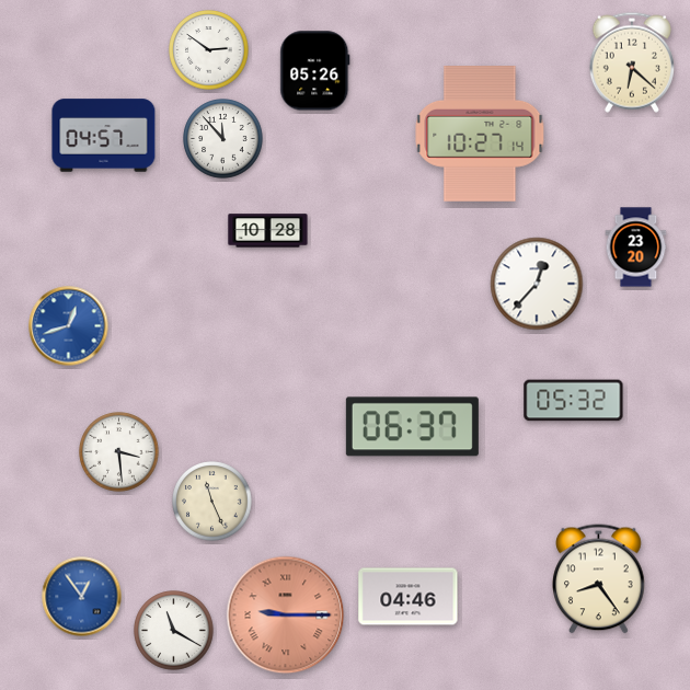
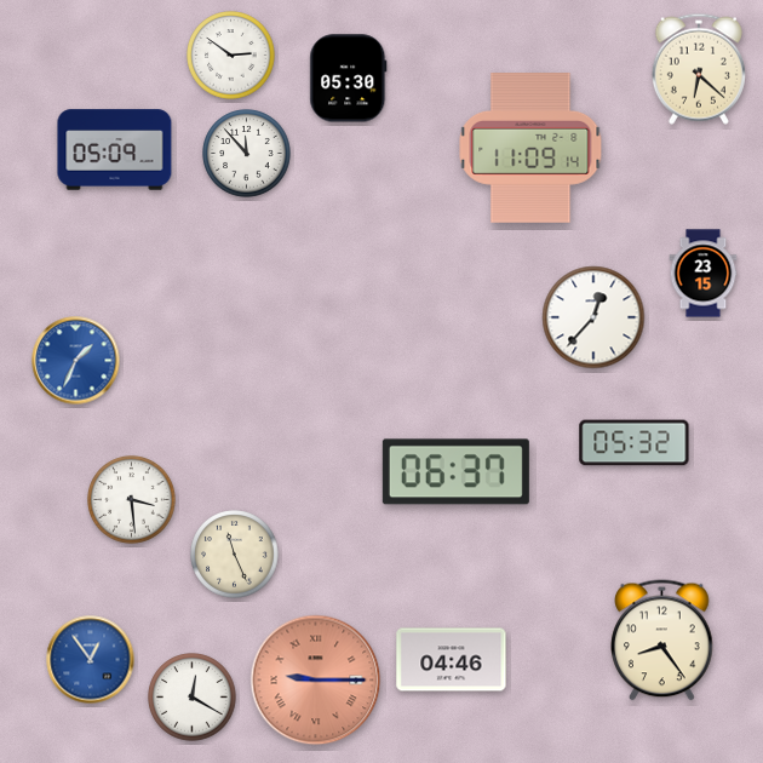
clock at (315, 71): 05:26 -> 05:30
clock at (480, 135): 10:27 -> 11:09
clock at (104, 136): 04:57 -> 05:09
clock at (268, 231): 10:28 -> none
clock at (636, 248): 23:20 -> 23:15
clock at (537, 284) position: (537, 284) -> (593, 317)
clock at (69, 326): 12:42 -> 1:34
clock at (174, 631): 11:20 -> 12:20
